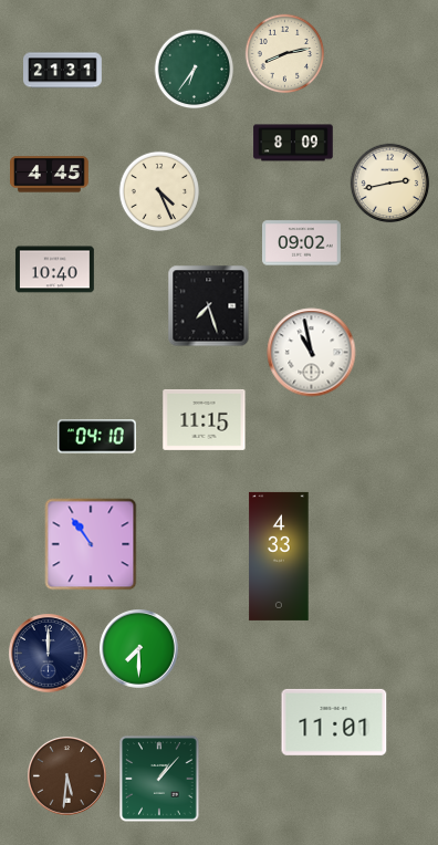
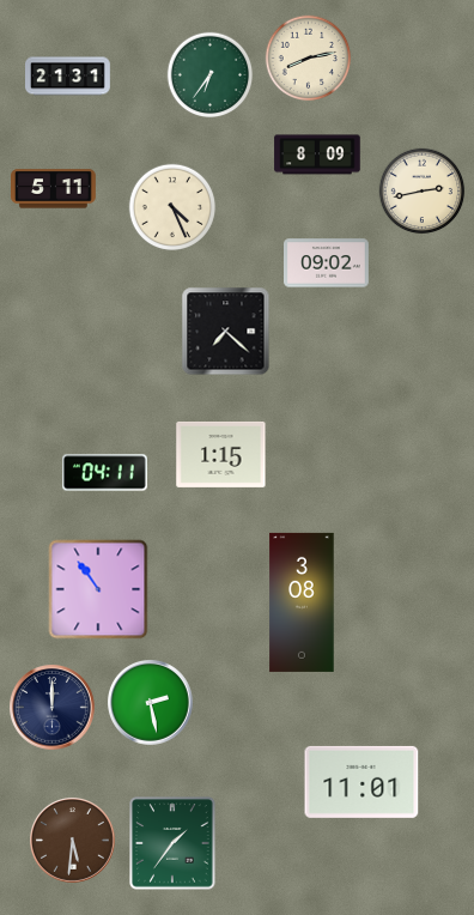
clock at (50, 175): 4:45 -> 5:11
clock at (390, 184) position: (390, 184) -> (423, 192)
clock at (55, 270): 10:40 -> none
clock at (209, 306): 7:27 -> 7:22
clock at (312, 353): 10:58 -> none
clock at (205, 419): 11:15 -> 1:15
clock at (97, 437): 04:10 -> 04:11
clock at (279, 556): 4:33 -> 3:08
clock at (139, 649): 7:30 -> 2:28
clock at (159, 779): 1:07 -> 1:36
